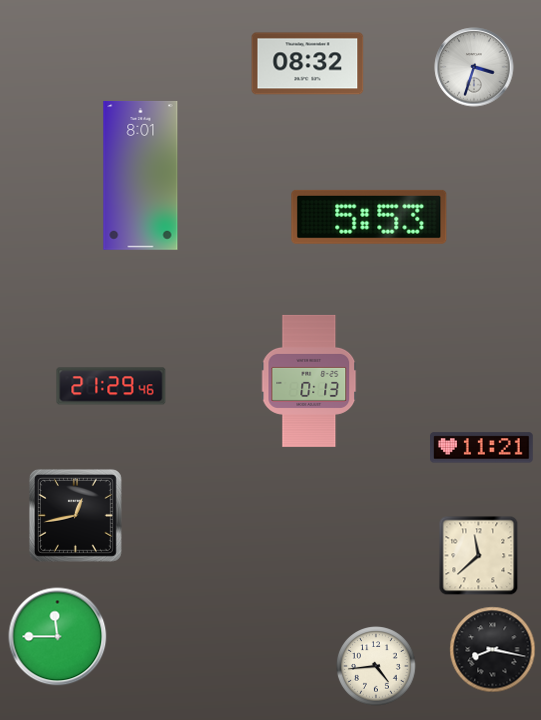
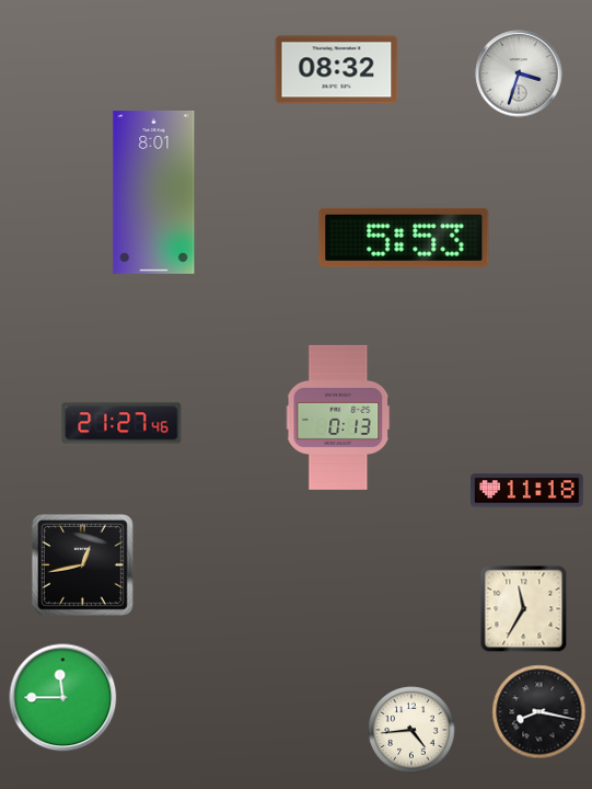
clock at (111, 386): 21:29 -> 21:27
clock at (482, 448): 11:21 -> 11:18
clock at (479, 556): 11:38 -> 11:35
